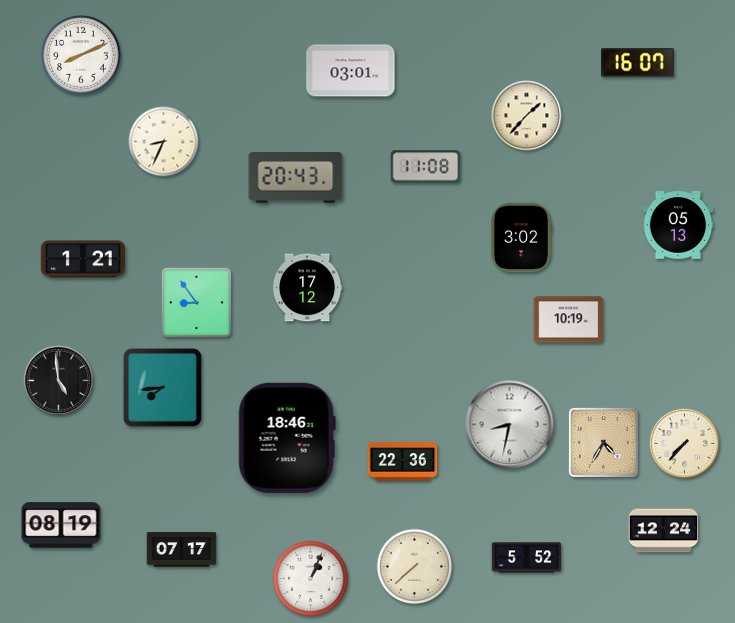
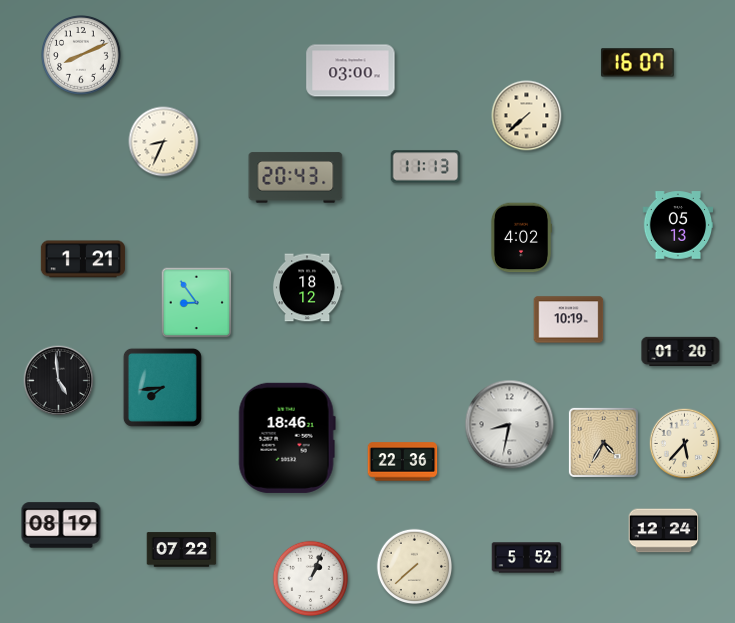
clock at (351, 71): 03:01 -> 03:00
clock at (527, 116): 1:37 -> 7:38
clock at (426, 167): 11:08 -> 11:13
clock at (520, 238): 3:02 -> 4:02
clock at (307, 288): 17:12 -> 18:12
clock at (681, 352): none -> 01:20
clock at (685, 444): 7:37 -> 5:37
clock at (182, 550): 07:17 -> 07:22
